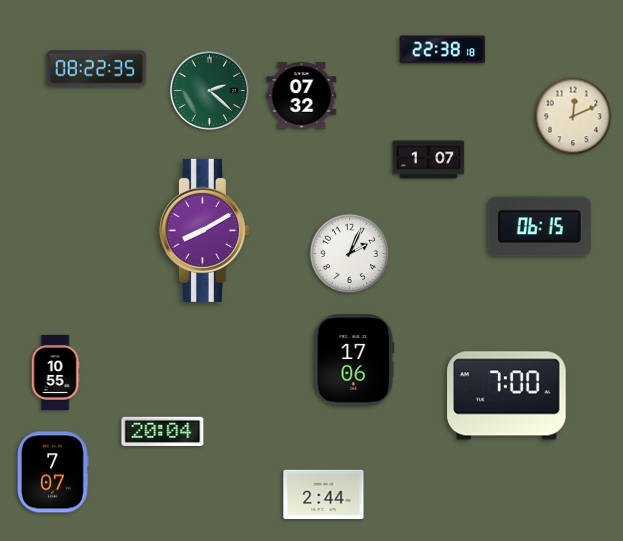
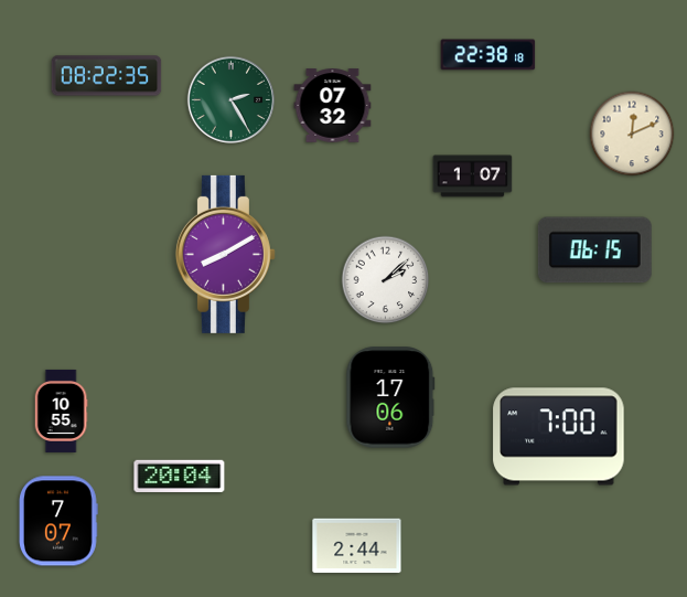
clock at (209, 90): 2:22 -> 2:25
clock at (573, 116) position: (573, 116) -> (632, 134)
clock at (350, 254): 2:04 -> 2:08
